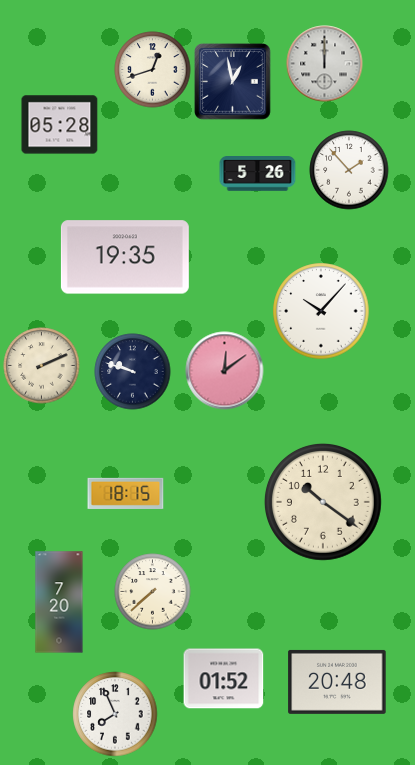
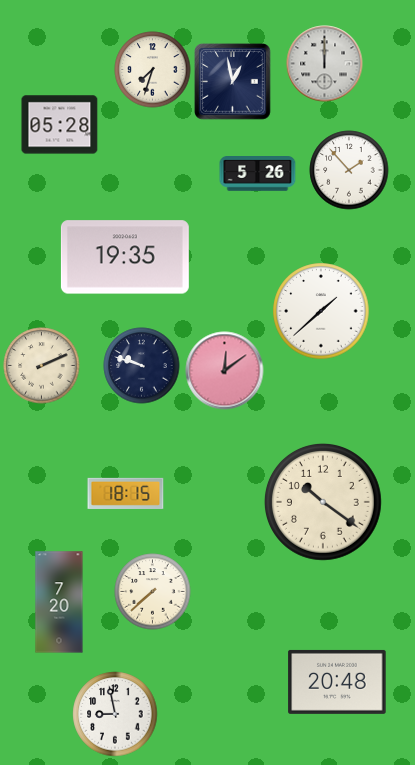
clock at (153, 70): 12:42 -> 7:33
clock at (321, 311): 10:07 -> 1:38
clock at (133, 372) position: (133, 372) -> (142, 366)
clock at (224, 679): 01:52 -> none
clock at (115, 714): 7:56 -> 8:58
